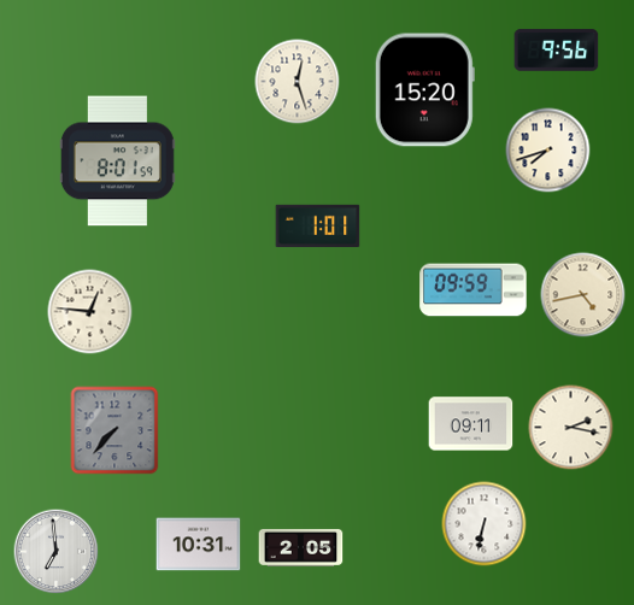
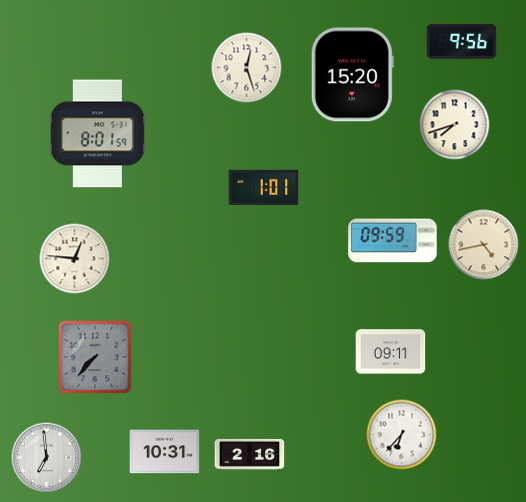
clock at (571, 428): 2:17 -> none
clock at (485, 524): 6:32 -> 6:37
clock at (301, 547): 2:05 -> 2:16
